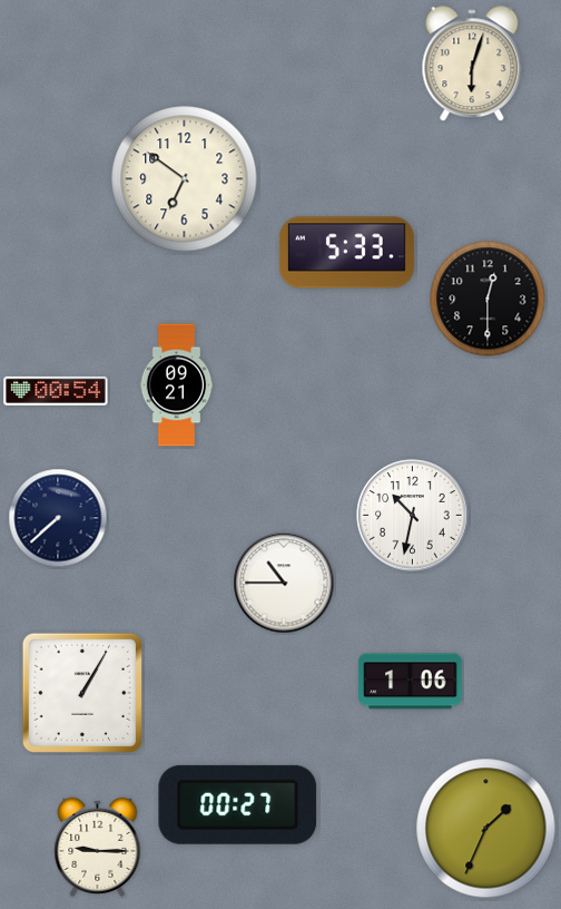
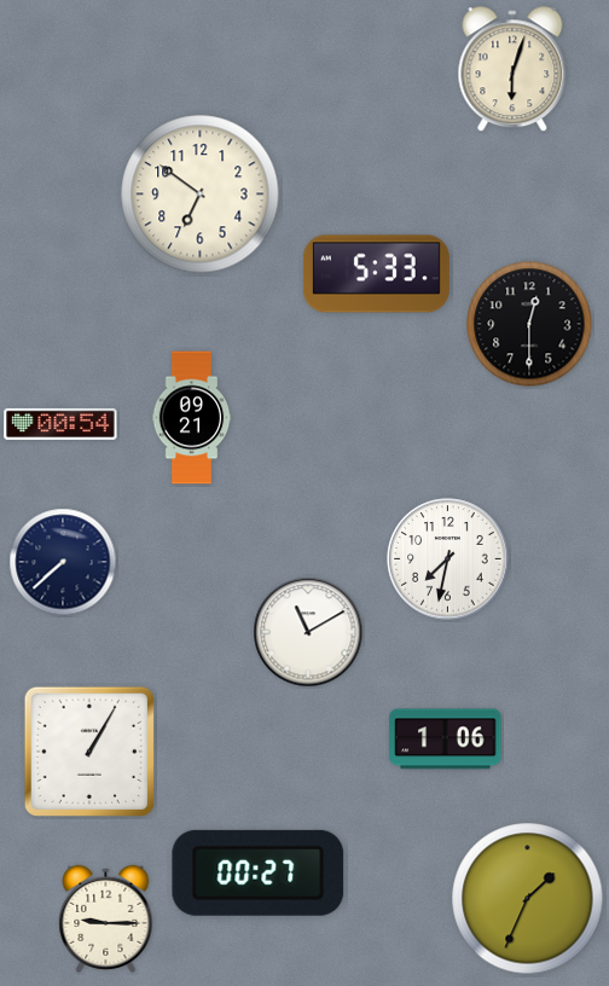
clock at (413, 516): 10:32 -> 7:32
clock at (284, 583): 10:45 -> 11:10
